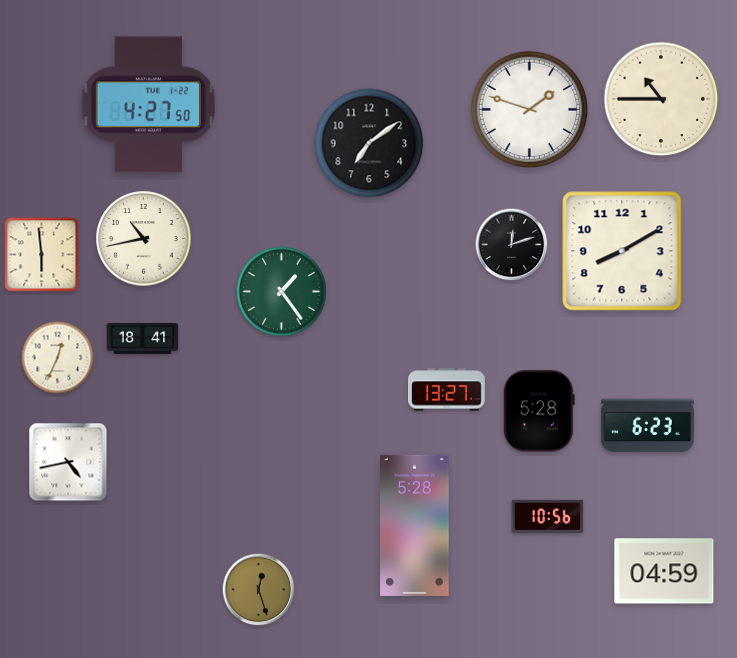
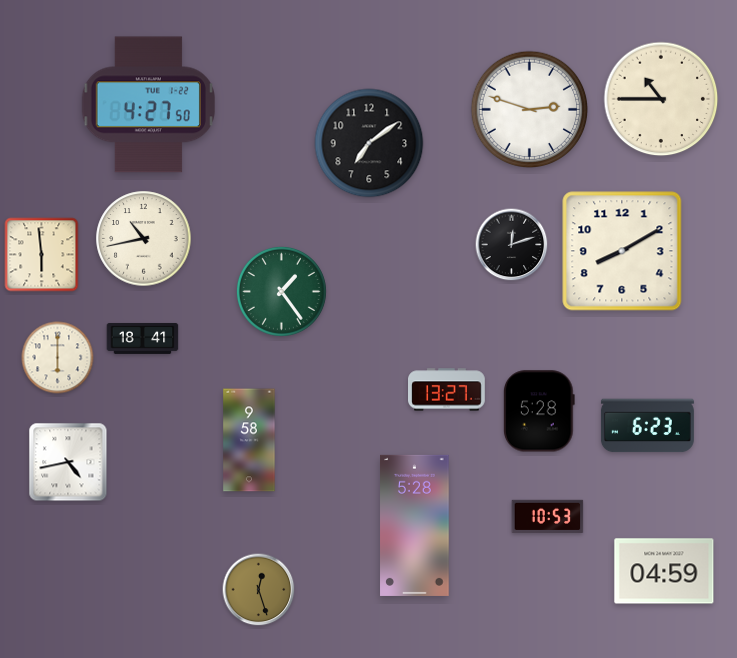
clock at (530, 110): 1:48 -> 2:48
clock at (58, 358): 12:34 -> 6:00
clock at (249, 440): none -> 9:58
clock at (548, 516): 10:56 -> 10:53
